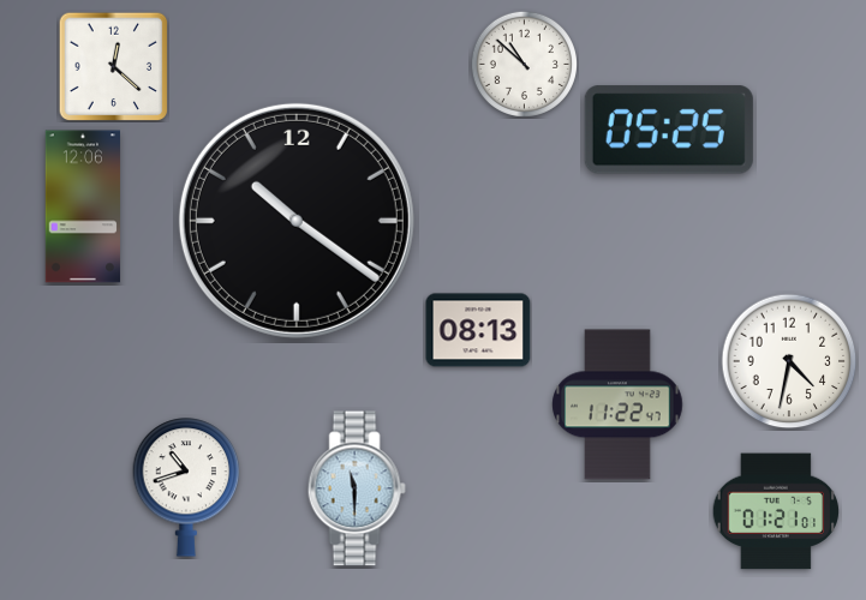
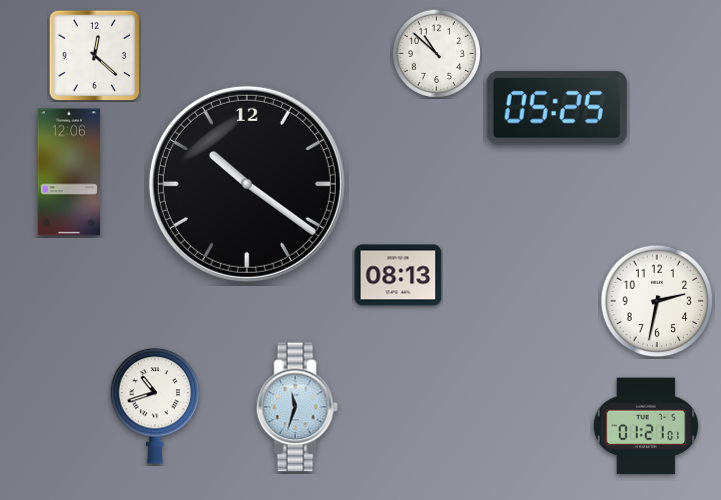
clock at (789, 361): 4:32 -> 2:32
clock at (617, 404): 11:22 -> none
clock at (357, 488): 11:30 -> 11:33
